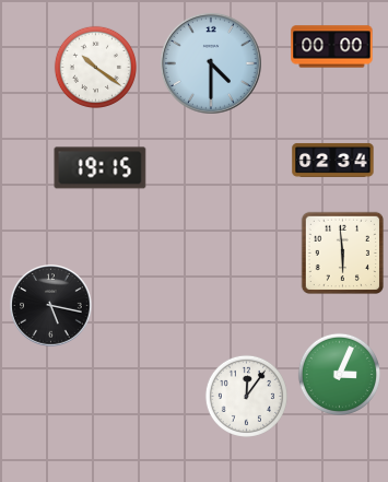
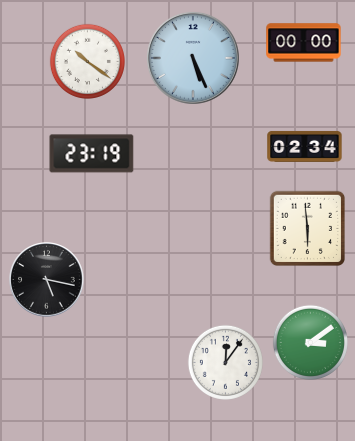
clock at (211, 63): 4:30 -> 5:26
clock at (101, 168): 19:15 -> 23:19
clock at (342, 252) position: (342, 252) -> (307, 228)
clock at (339, 374): 3:04 -> 3:09
